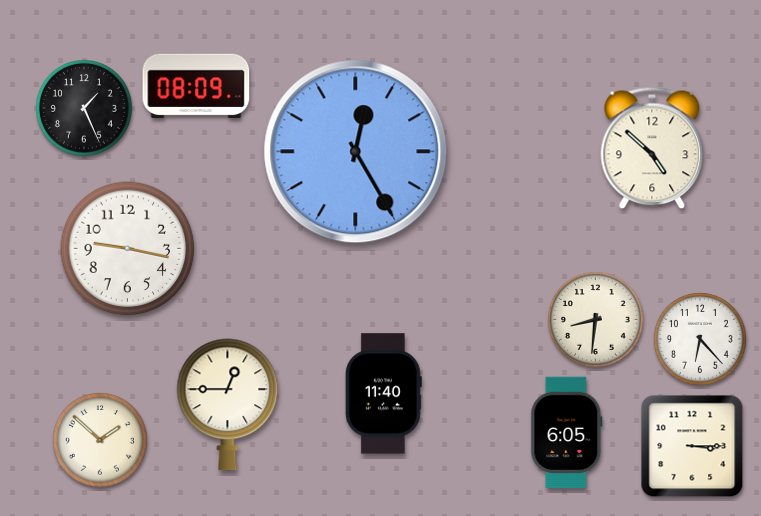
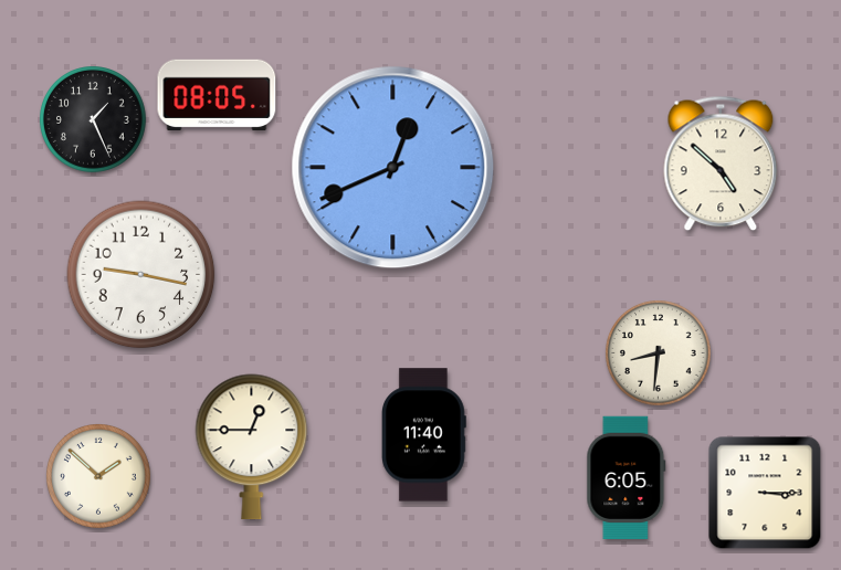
clock at (196, 85): 08:09 -> 08:05
clock at (356, 152): 12:25 -> 12:41
clock at (700, 339): 6:23 -> none
clock at (101, 441) position: (101, 441) -> (99, 477)
